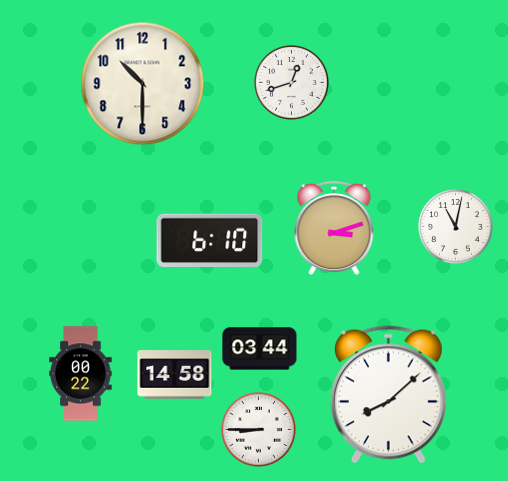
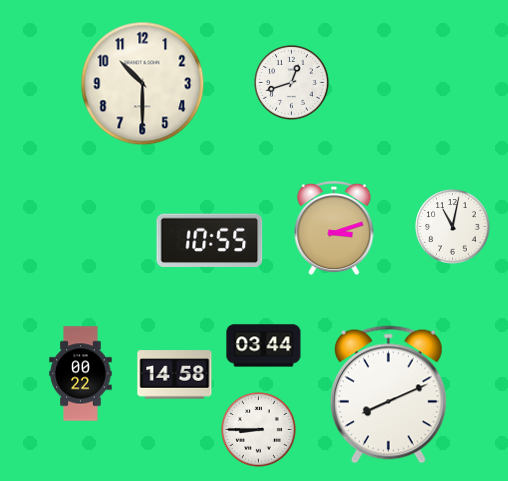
clock at (456, 227) position: (456, 227) -> (453, 227)
clock at (210, 240): 6:10 -> 10:55
clock at (260, 349) position: (260, 349) -> (264, 346)
clock at (388, 395): 8:08 -> 8:11
